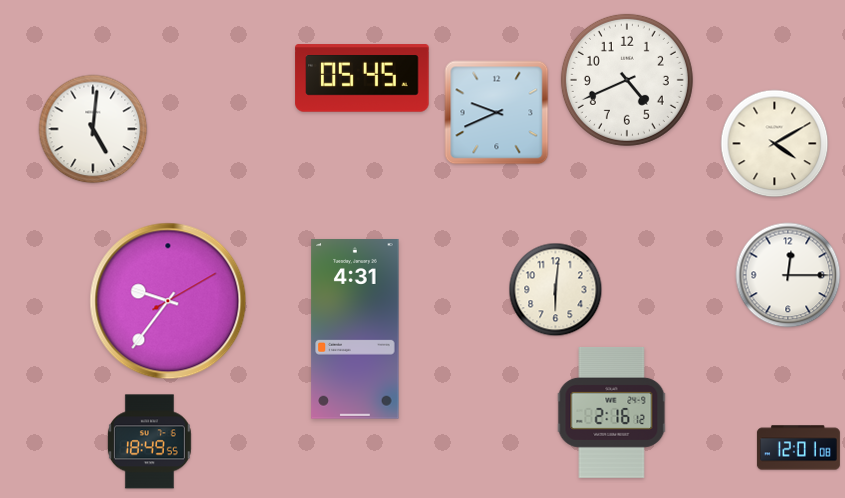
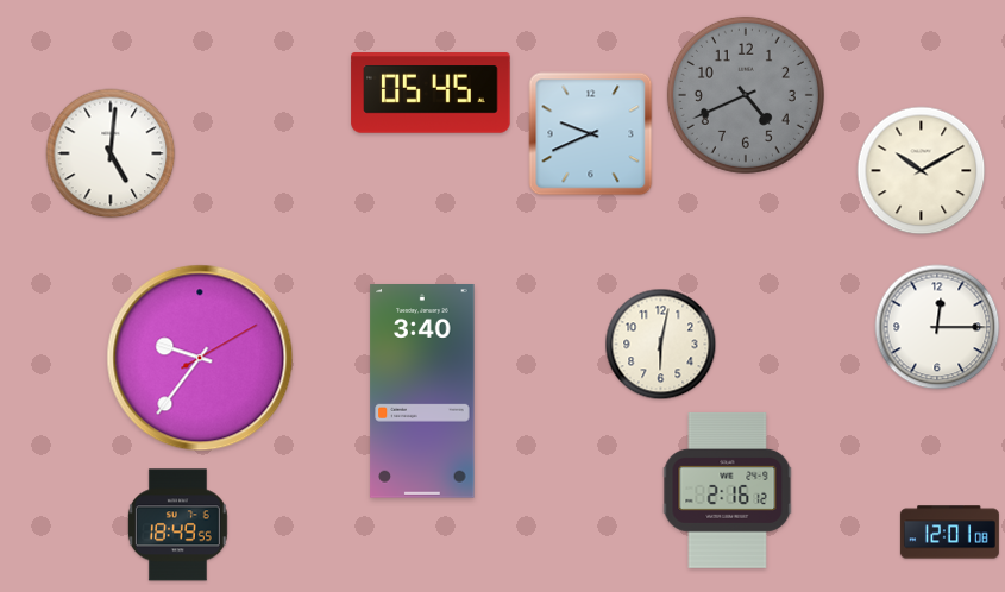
clock at (627, 80) dial: white -> grey
clock at (775, 144): 4:10 -> 10:10
clock at (556, 290): 6:01 -> 6:02
clock at (355, 330): 4:31 -> 3:40
